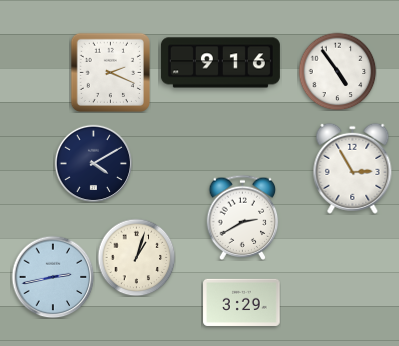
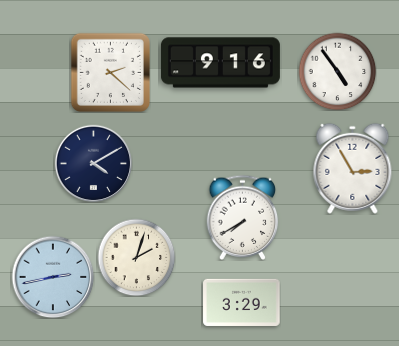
clock at (110, 72): 2:19 -> 2:22
clock at (243, 217): 2:40 -> 7:40
clock at (136, 257): 1:03 -> 2:03
